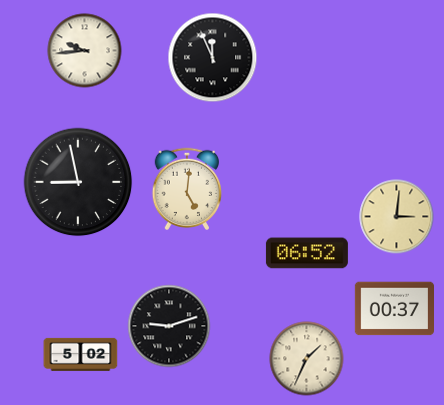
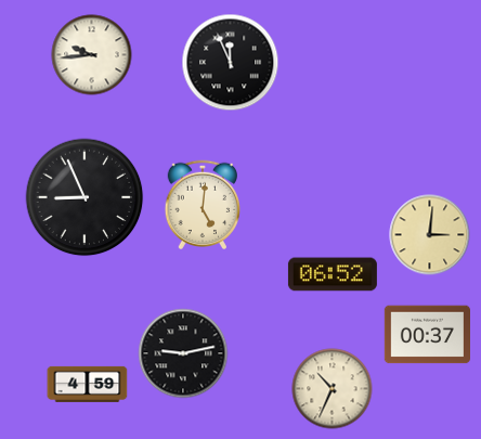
clock at (78, 182): 8:58 -> 8:56
clock at (169, 326): 9:12 -> 9:13
clock at (81, 354): 5:02 -> 4:59
clock at (307, 359): 1:34 -> 10:34
